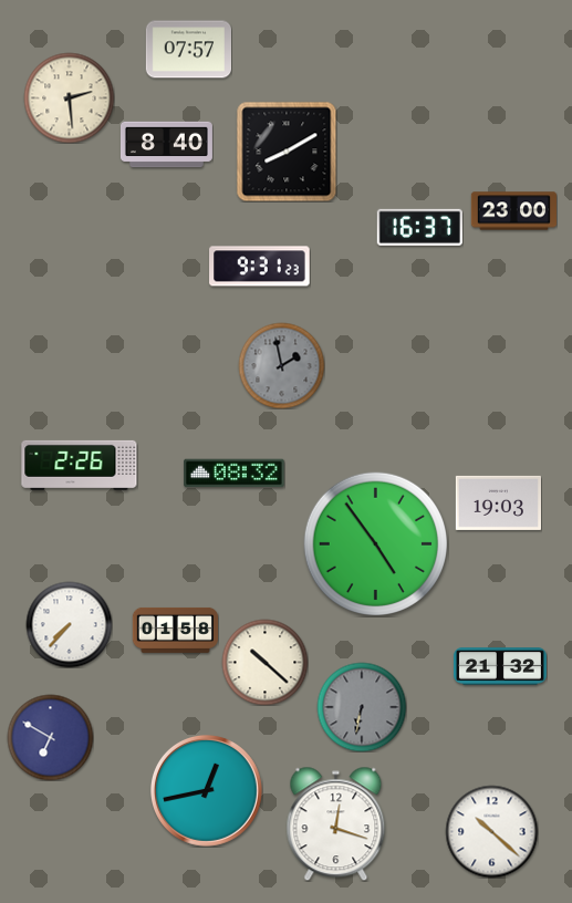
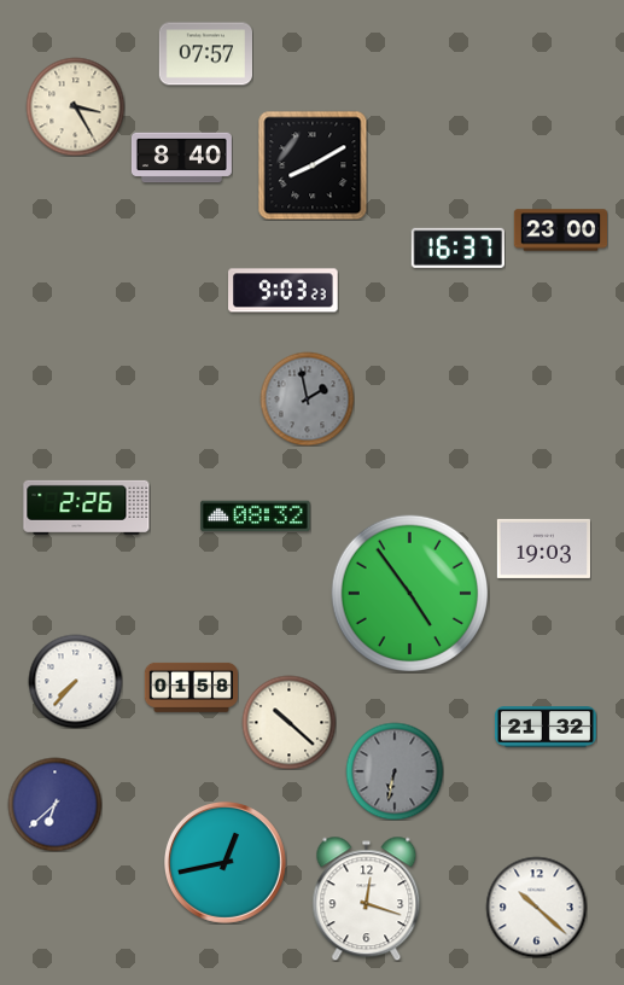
clock at (69, 97): 2:29 -> 3:25
clock at (260, 267): 9:31 -> 9:03
clock at (50, 737): 6:50 -> 6:38
